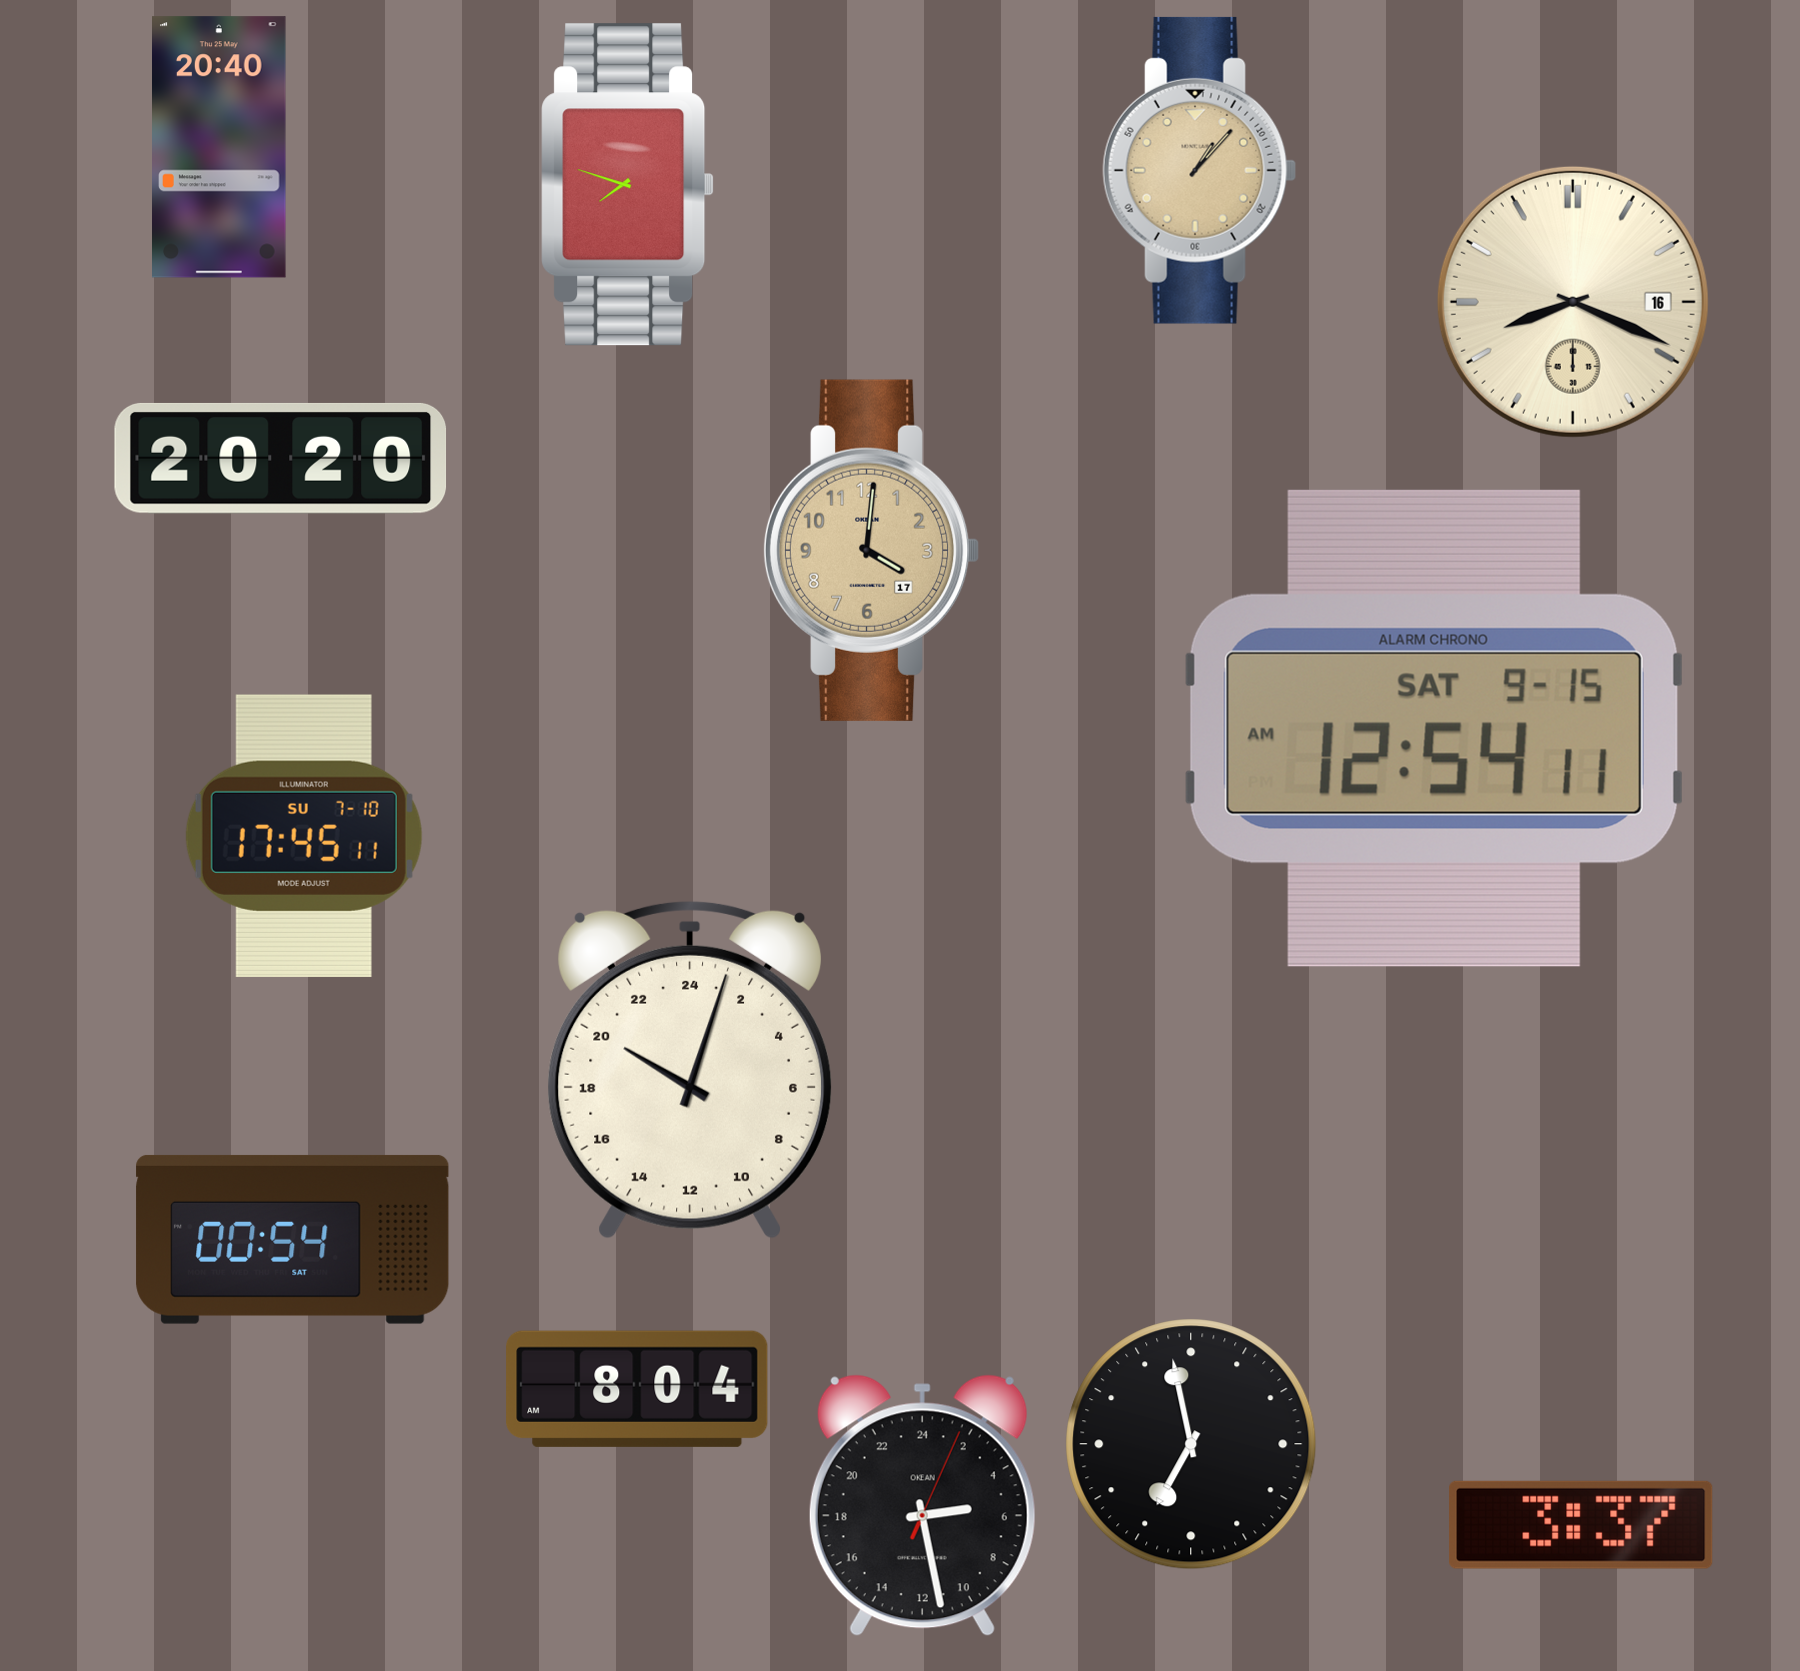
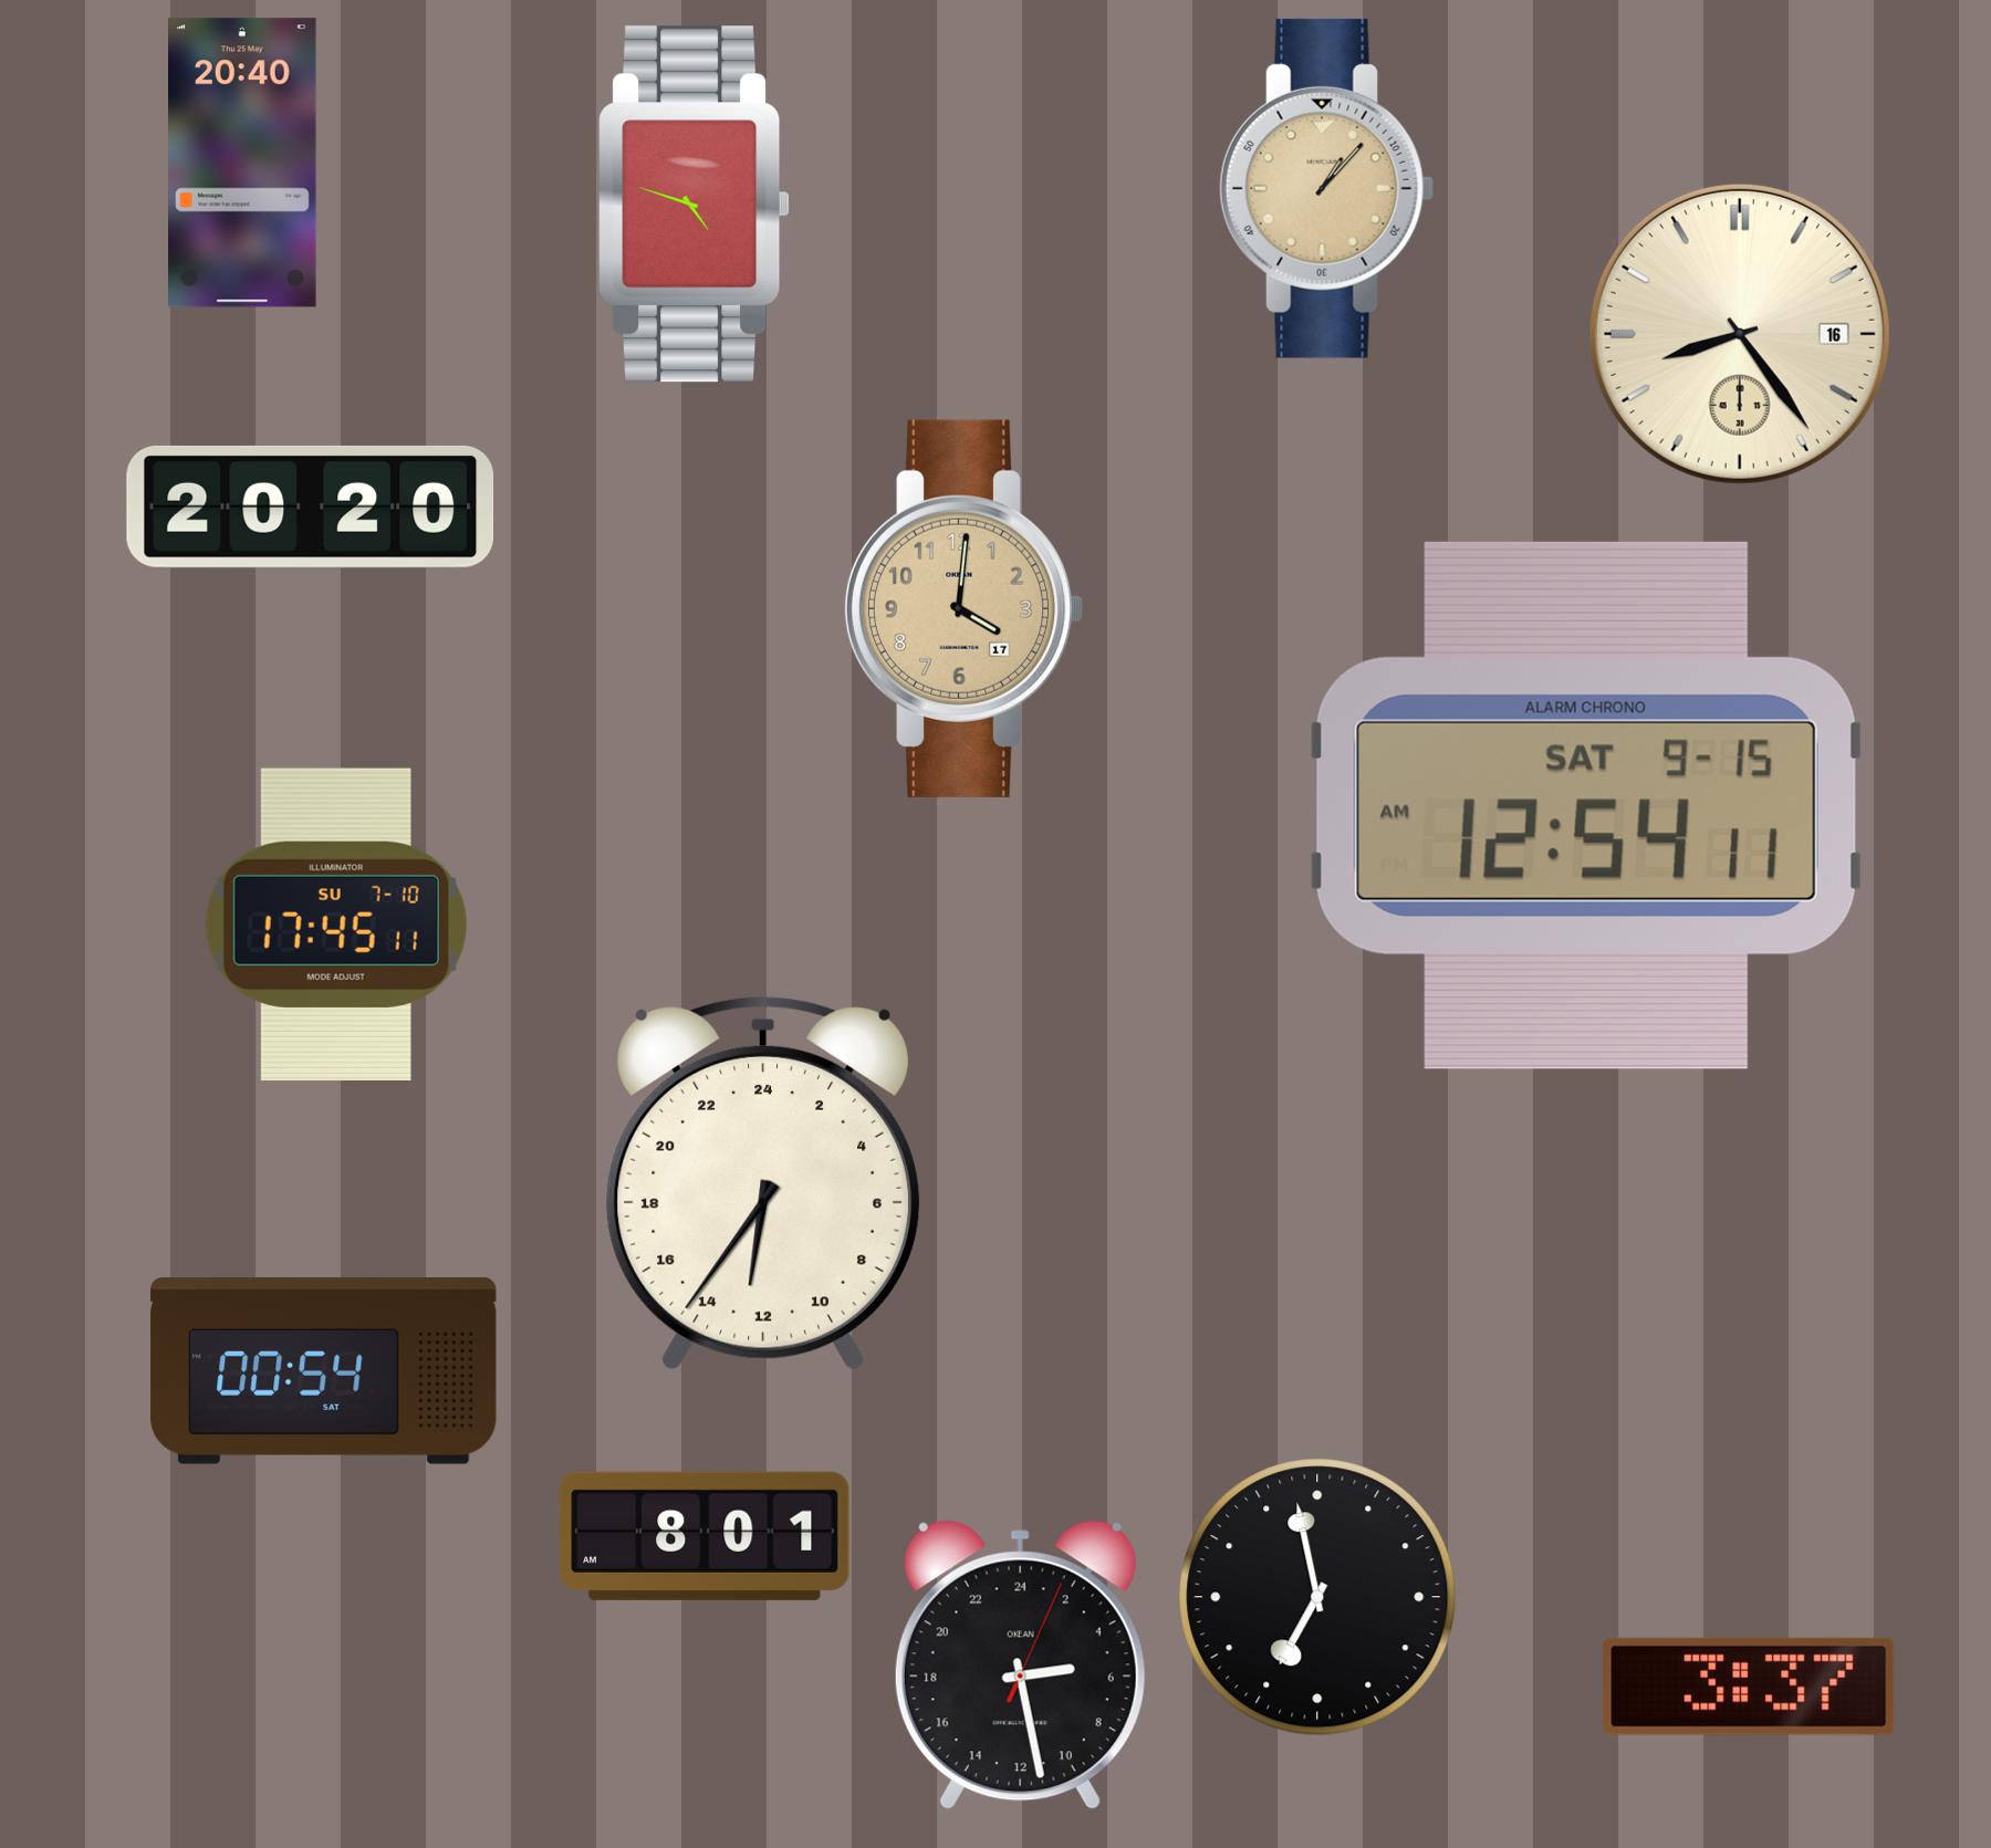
clock at (628, 185): 7:48 -> 4:48
clock at (1573, 302): 8:19 -> 8:24
clock at (690, 1070): 20:03 -> 12:36
clock at (637, 1389): 8:04 -> 8:01
